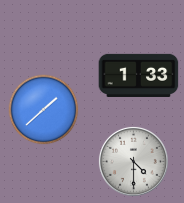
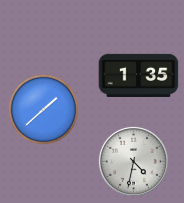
clock at (139, 75): 1:33 -> 1:35
clock at (133, 161): 4:30 -> 4:32
